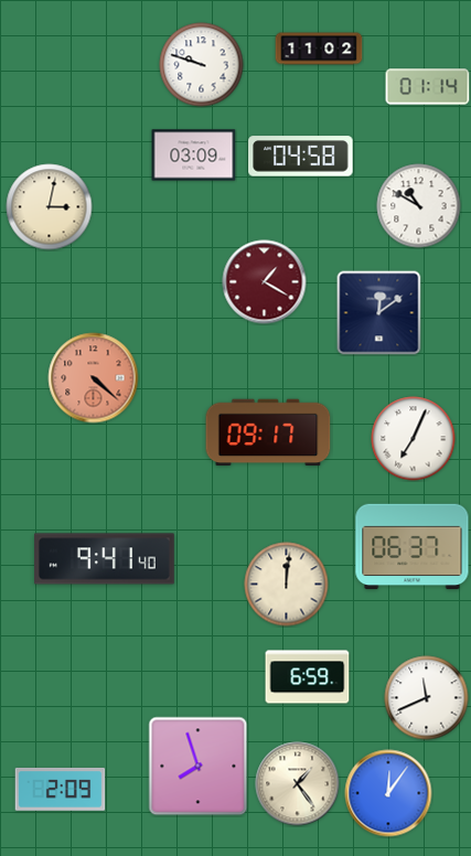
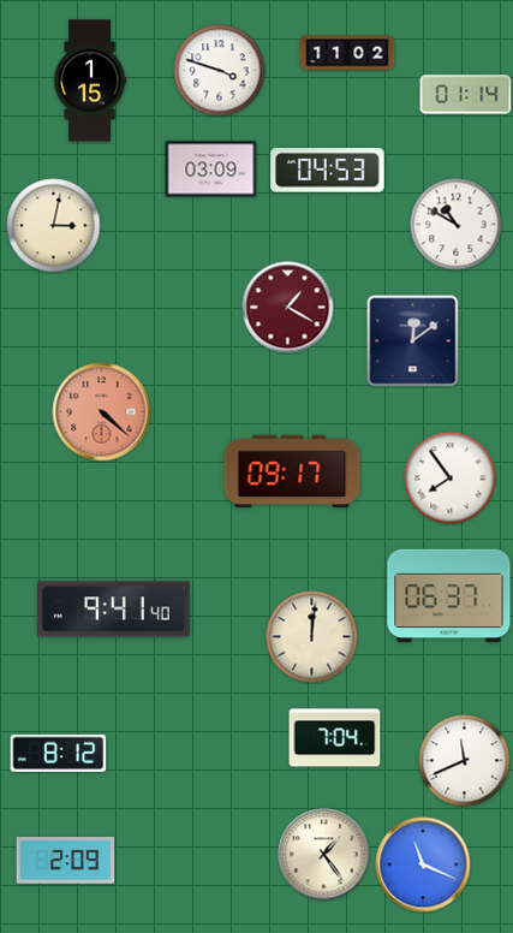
clock at (202, 65): 9:48 -> 3:48
clock at (90, 81): none -> 1:15
clock at (301, 157): 04:58 -> 04:53
clock at (414, 439): 7:04 -> 7:54
clock at (308, 677): 6:59 -> 7:04
clock at (59, 753): none -> 8:12
clock at (199, 767): 7:57 -> none
clock at (388, 793): 12:06 -> 11:19
